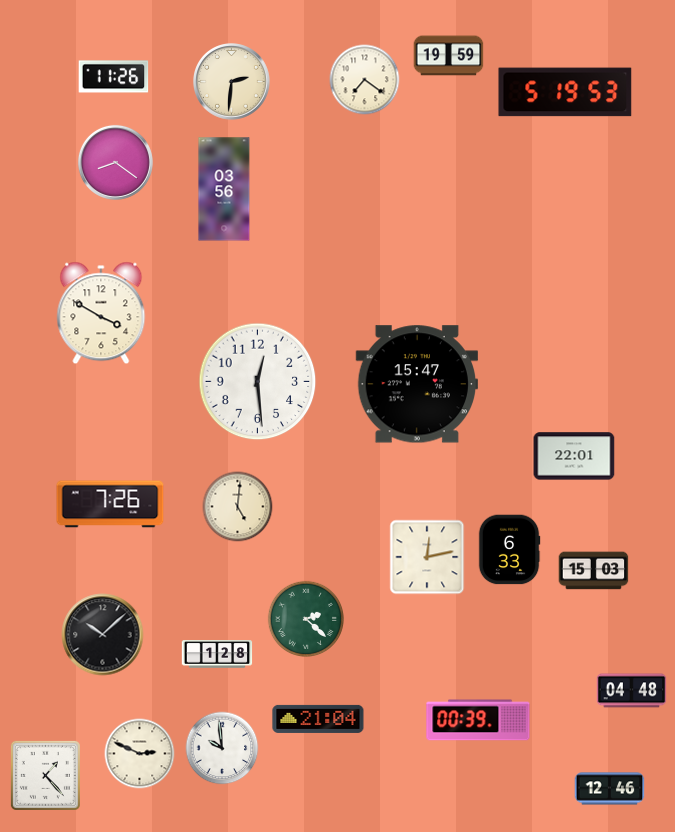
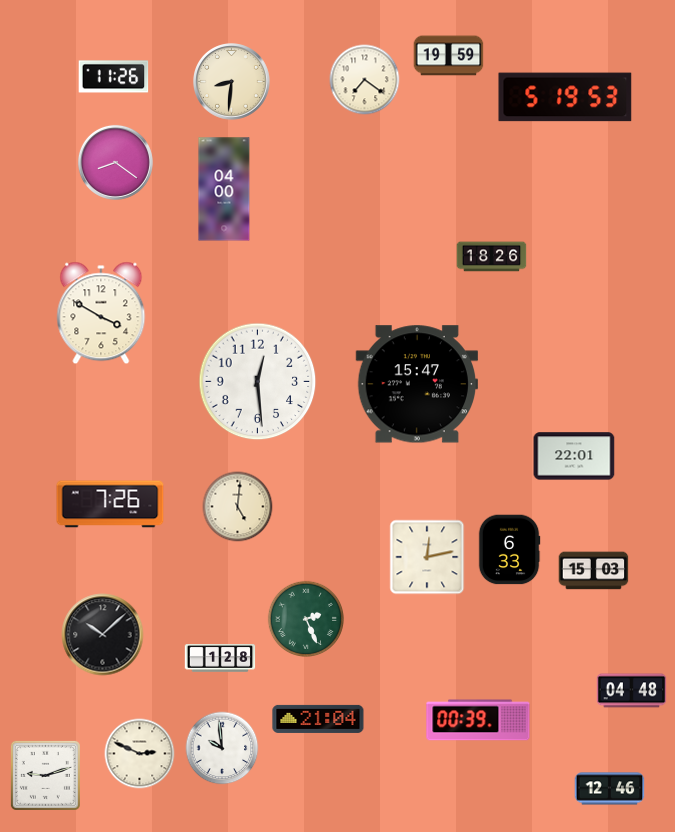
clock at (232, 82): 2:31 -> 8:31
clock at (565, 92) position: (565, 92) -> (565, 97)
clock at (224, 189): 03:56 -> 04:00
clock at (492, 257): none -> 18:26
clock at (305, 618): 2:22 -> 2:26
clock at (217, 654) position: (217, 654) -> (220, 658)
clock at (45, 775): 1:23 -> 9:12
